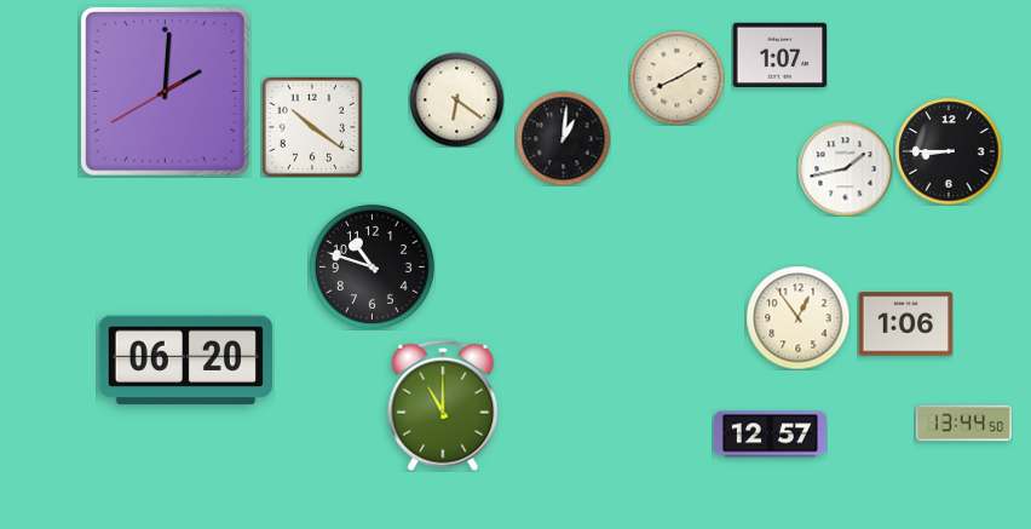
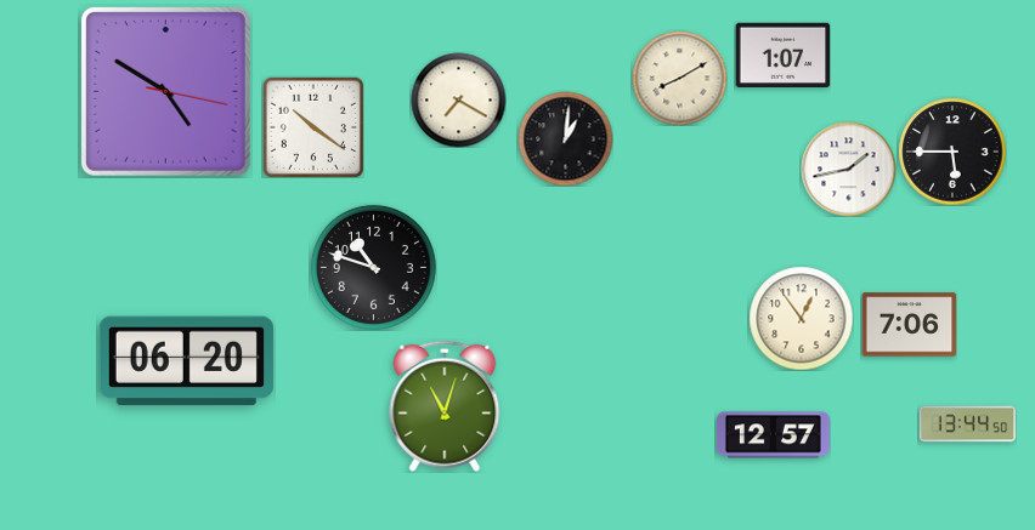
clock at (165, 91): 2:00 -> 4:50
clock at (456, 99): 6:21 -> 7:20
clock at (949, 151): 8:45 -> 5:45
clock at (905, 324): 1:06 -> 7:06
clock at (443, 406): 11:00 -> 11:03
